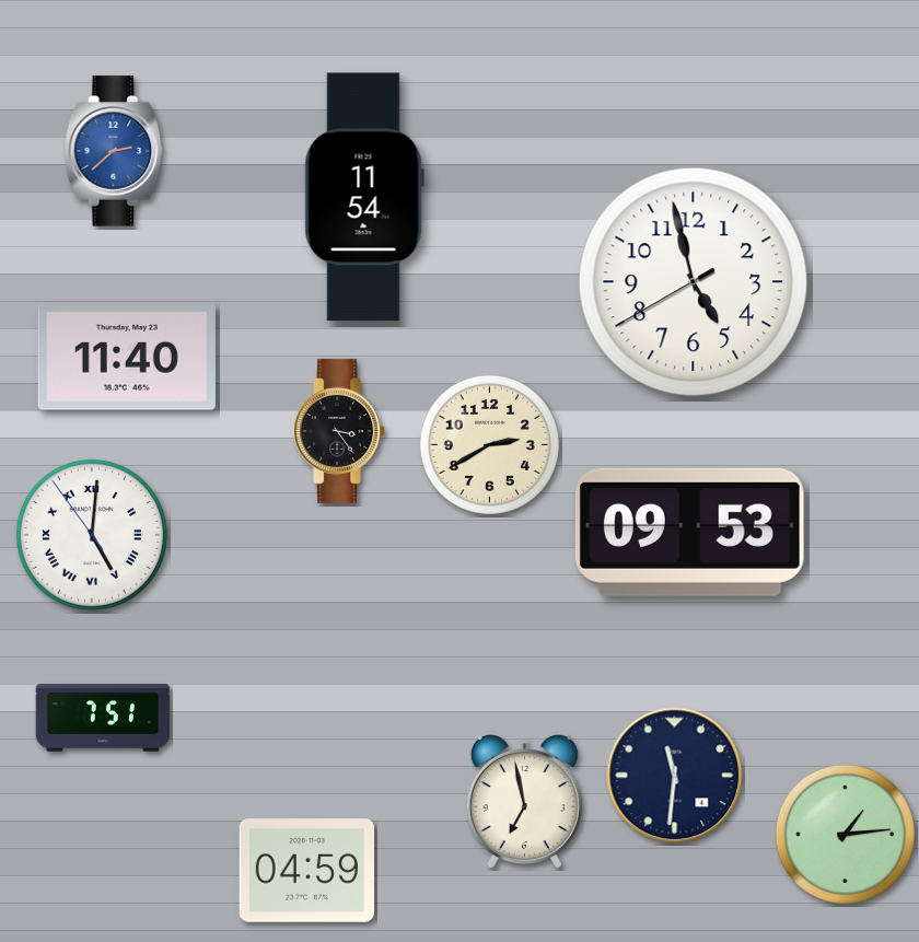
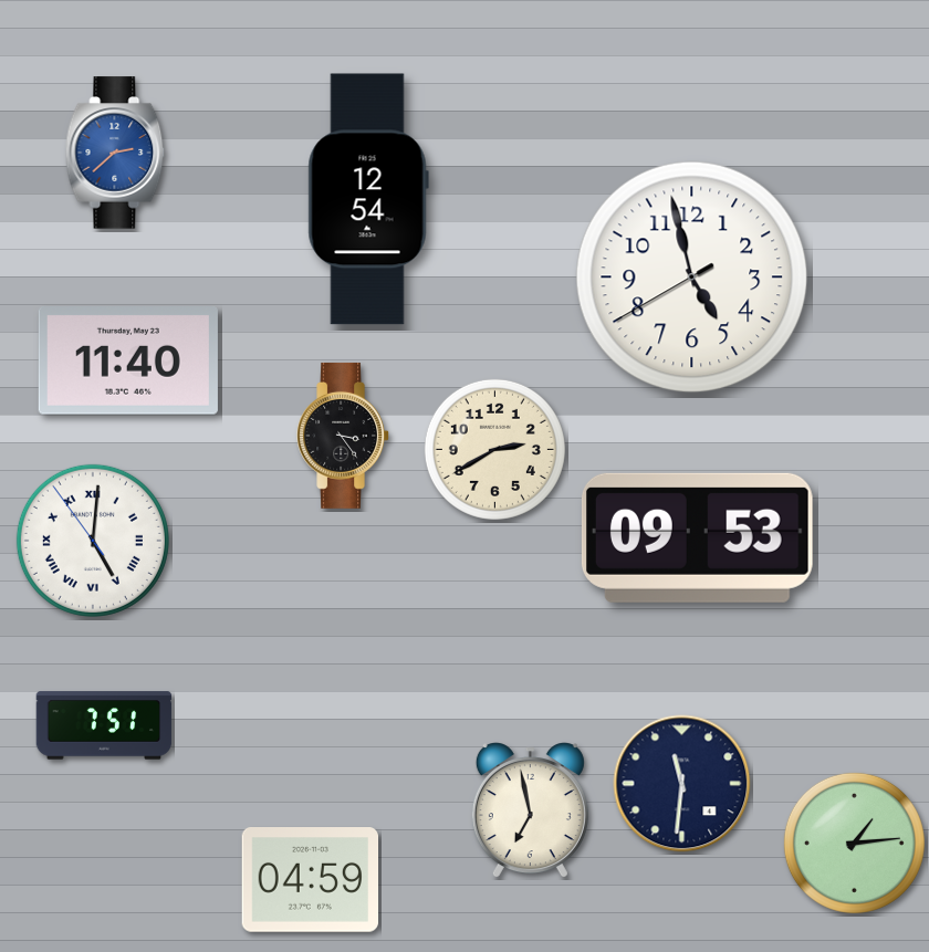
clock at (364, 197): 11:54 -> 12:54
clock at (694, 282) position: (694, 282) -> (692, 278)
